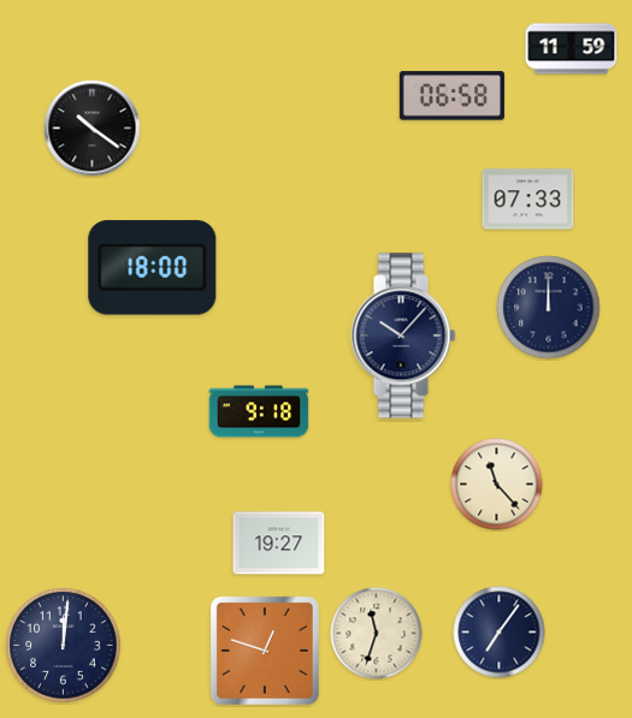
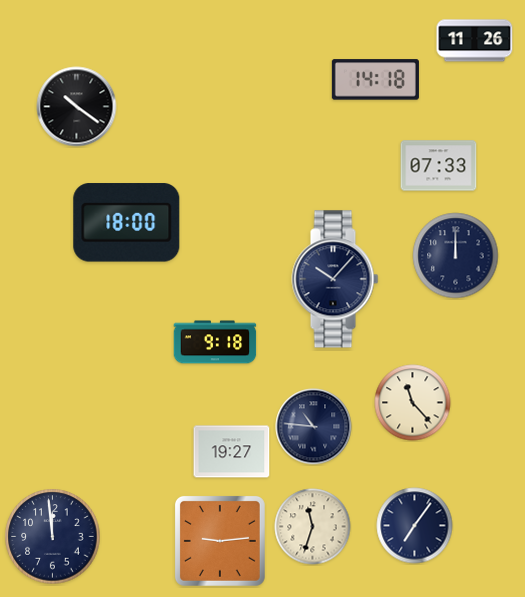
clock at (572, 49): 11:59 -> 11:26
clock at (451, 96): 06:58 -> 14:18
clock at (314, 427): none -> 10:46
clock at (64, 646): 12:01 -> 11:59
clock at (265, 651): 12:48 -> 9:14
